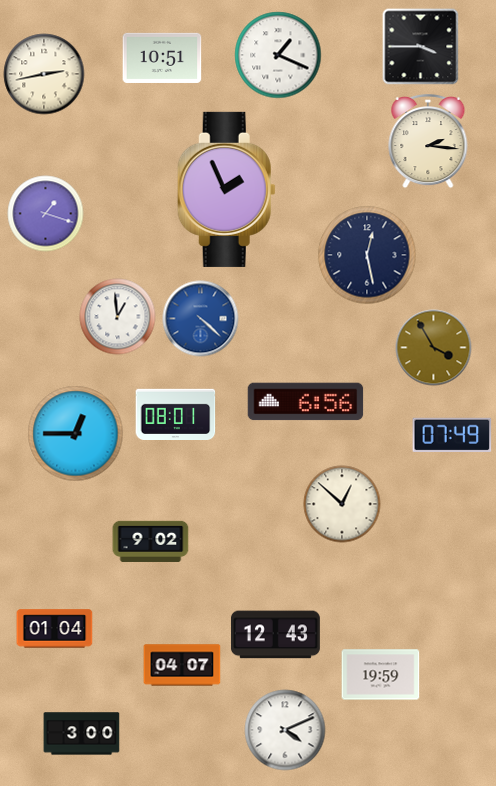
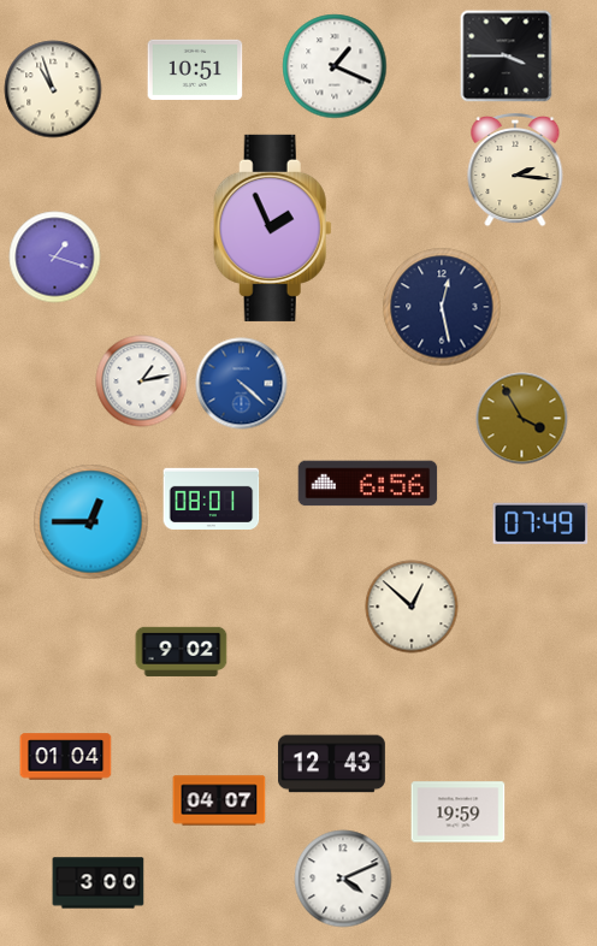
clock at (44, 74): 2:43 -> 10:57
clock at (118, 317): 12:59 -> 1:13
clock at (452, 435) position: (452, 435) -> (540, 524)
